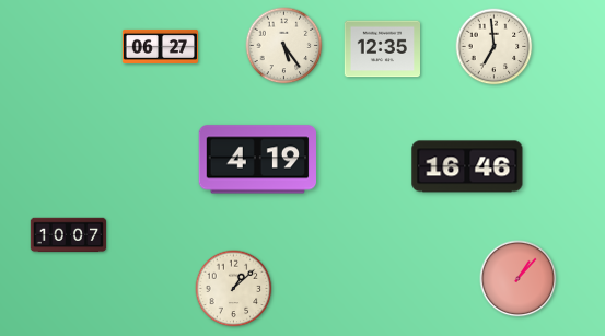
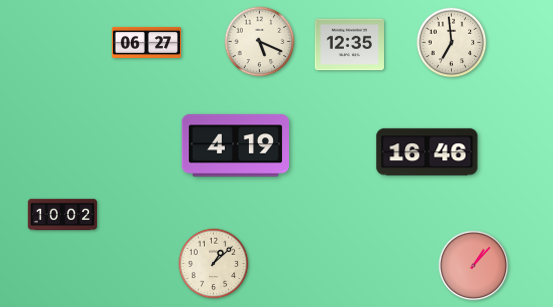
clock at (284, 46): 5:24 -> 5:19
clock at (69, 235): 10:07 -> 10:02
clock at (519, 279) position: (519, 279) -> (474, 266)
